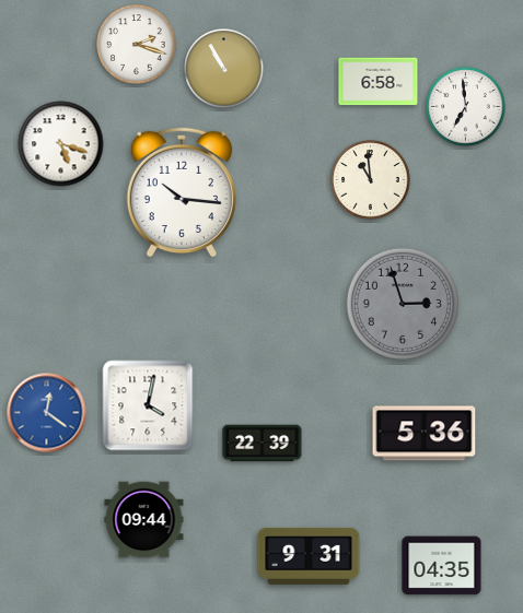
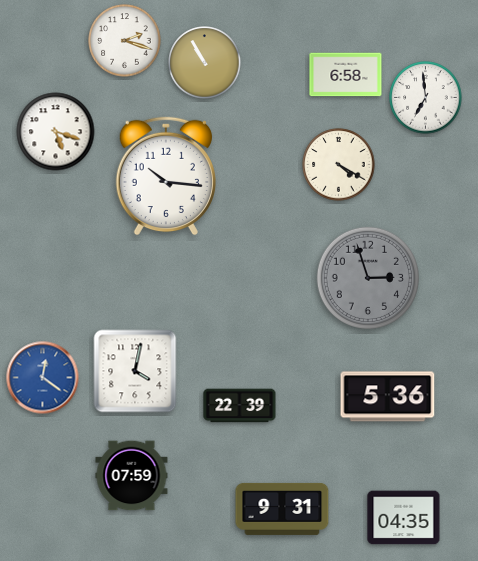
clock at (371, 180): 10:59 -> 4:20
clock at (144, 520): 09:44 -> 07:59
